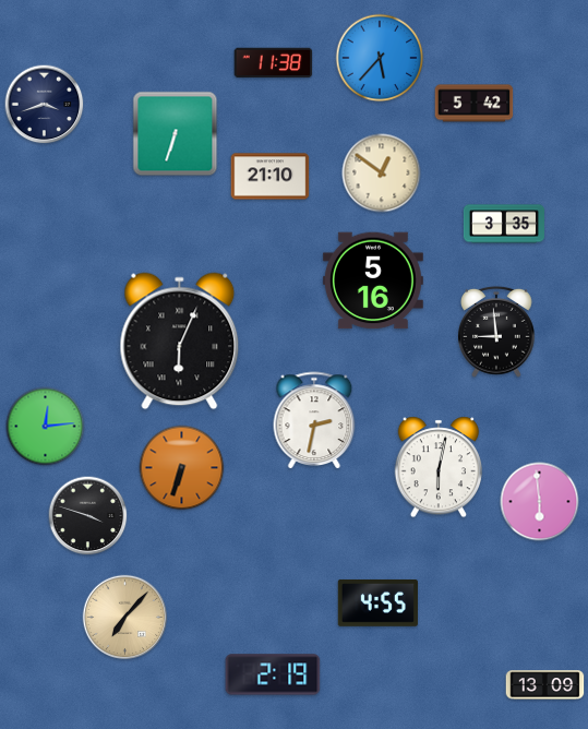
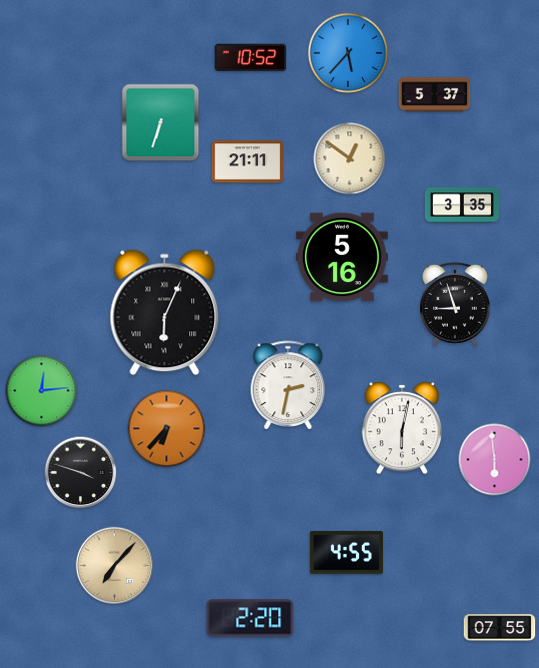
clock at (274, 63): 11:38 -> 10:52
clock at (475, 104): 5:42 -> 5:37
clock at (45, 105): 3:42 -> none
clock at (271, 177): 21:10 -> 21:11
clock at (497, 332): 8:59 -> 8:57
clock at (182, 468): 6:33 -> 6:37
clock at (273, 674): 2:19 -> 2:20
clock at (545, 685): 13:09 -> 07:55
